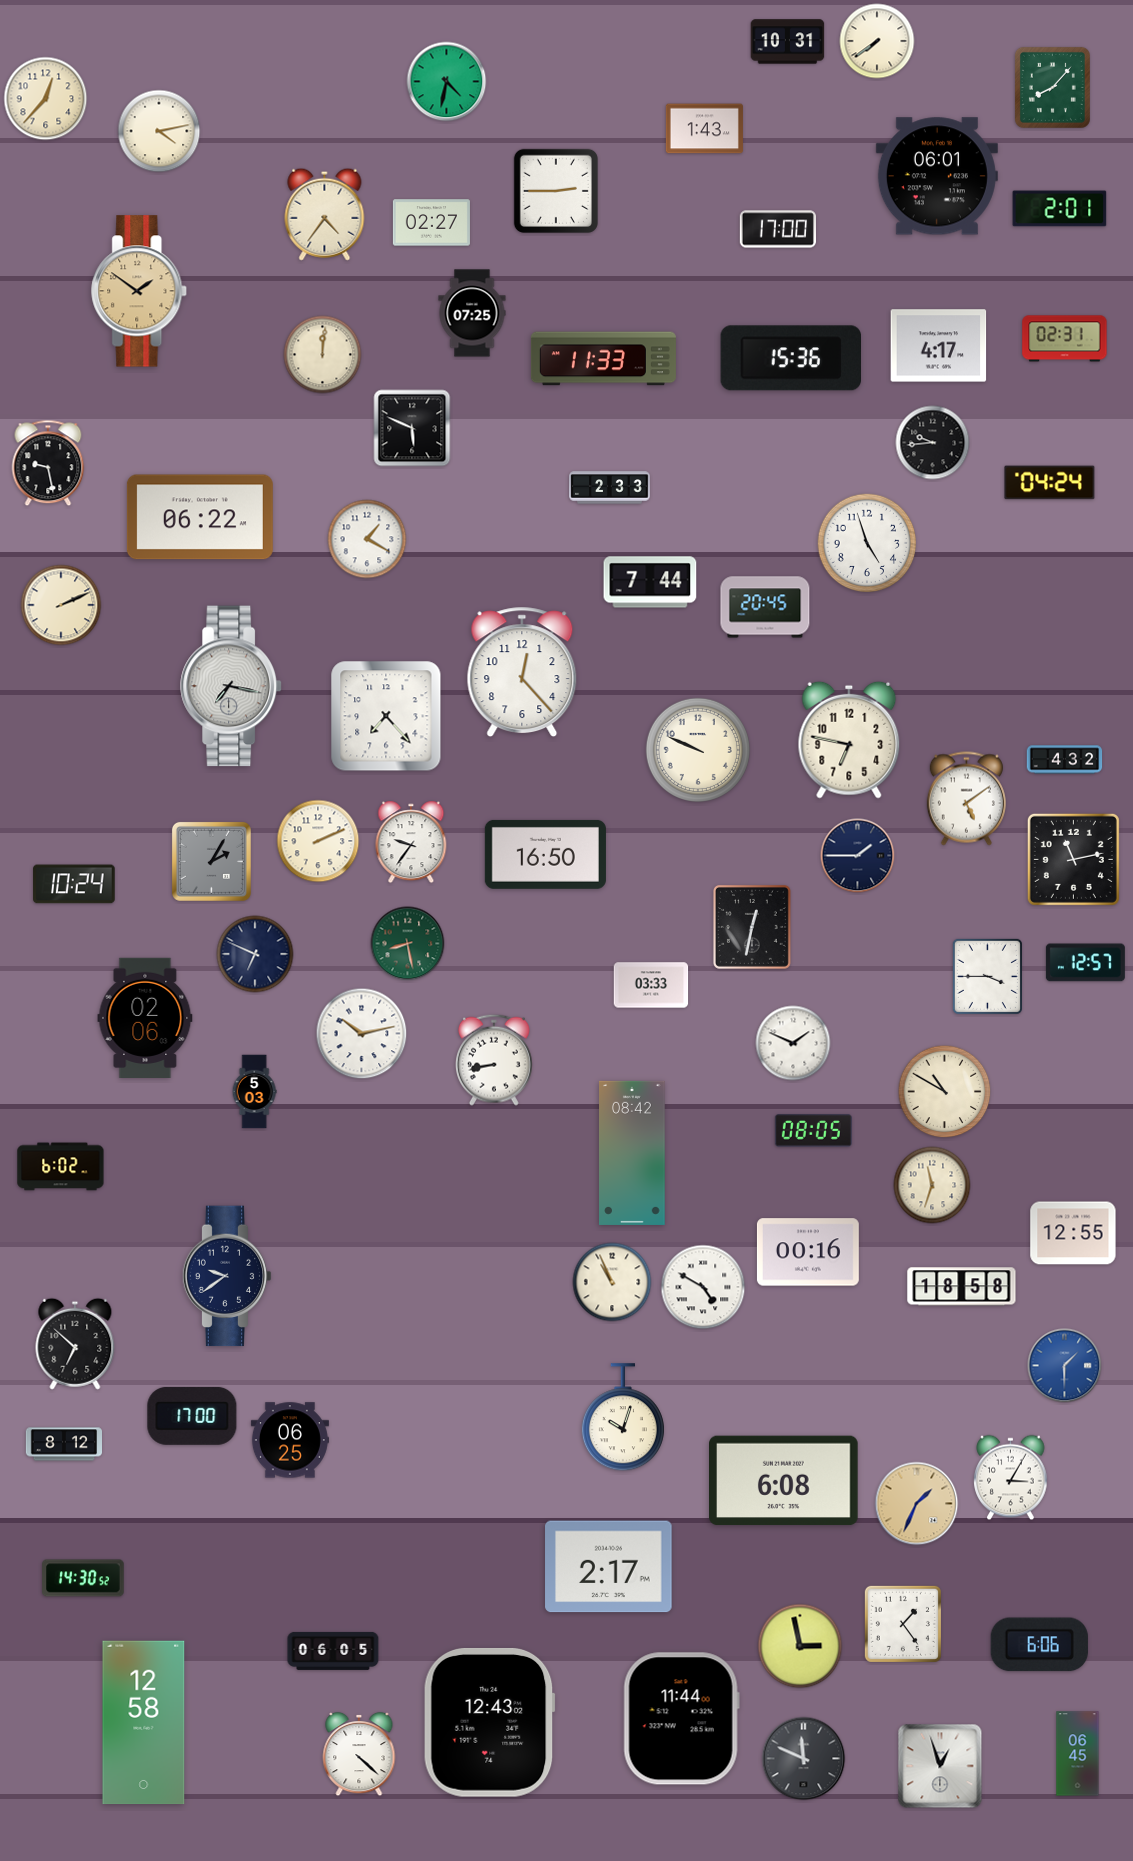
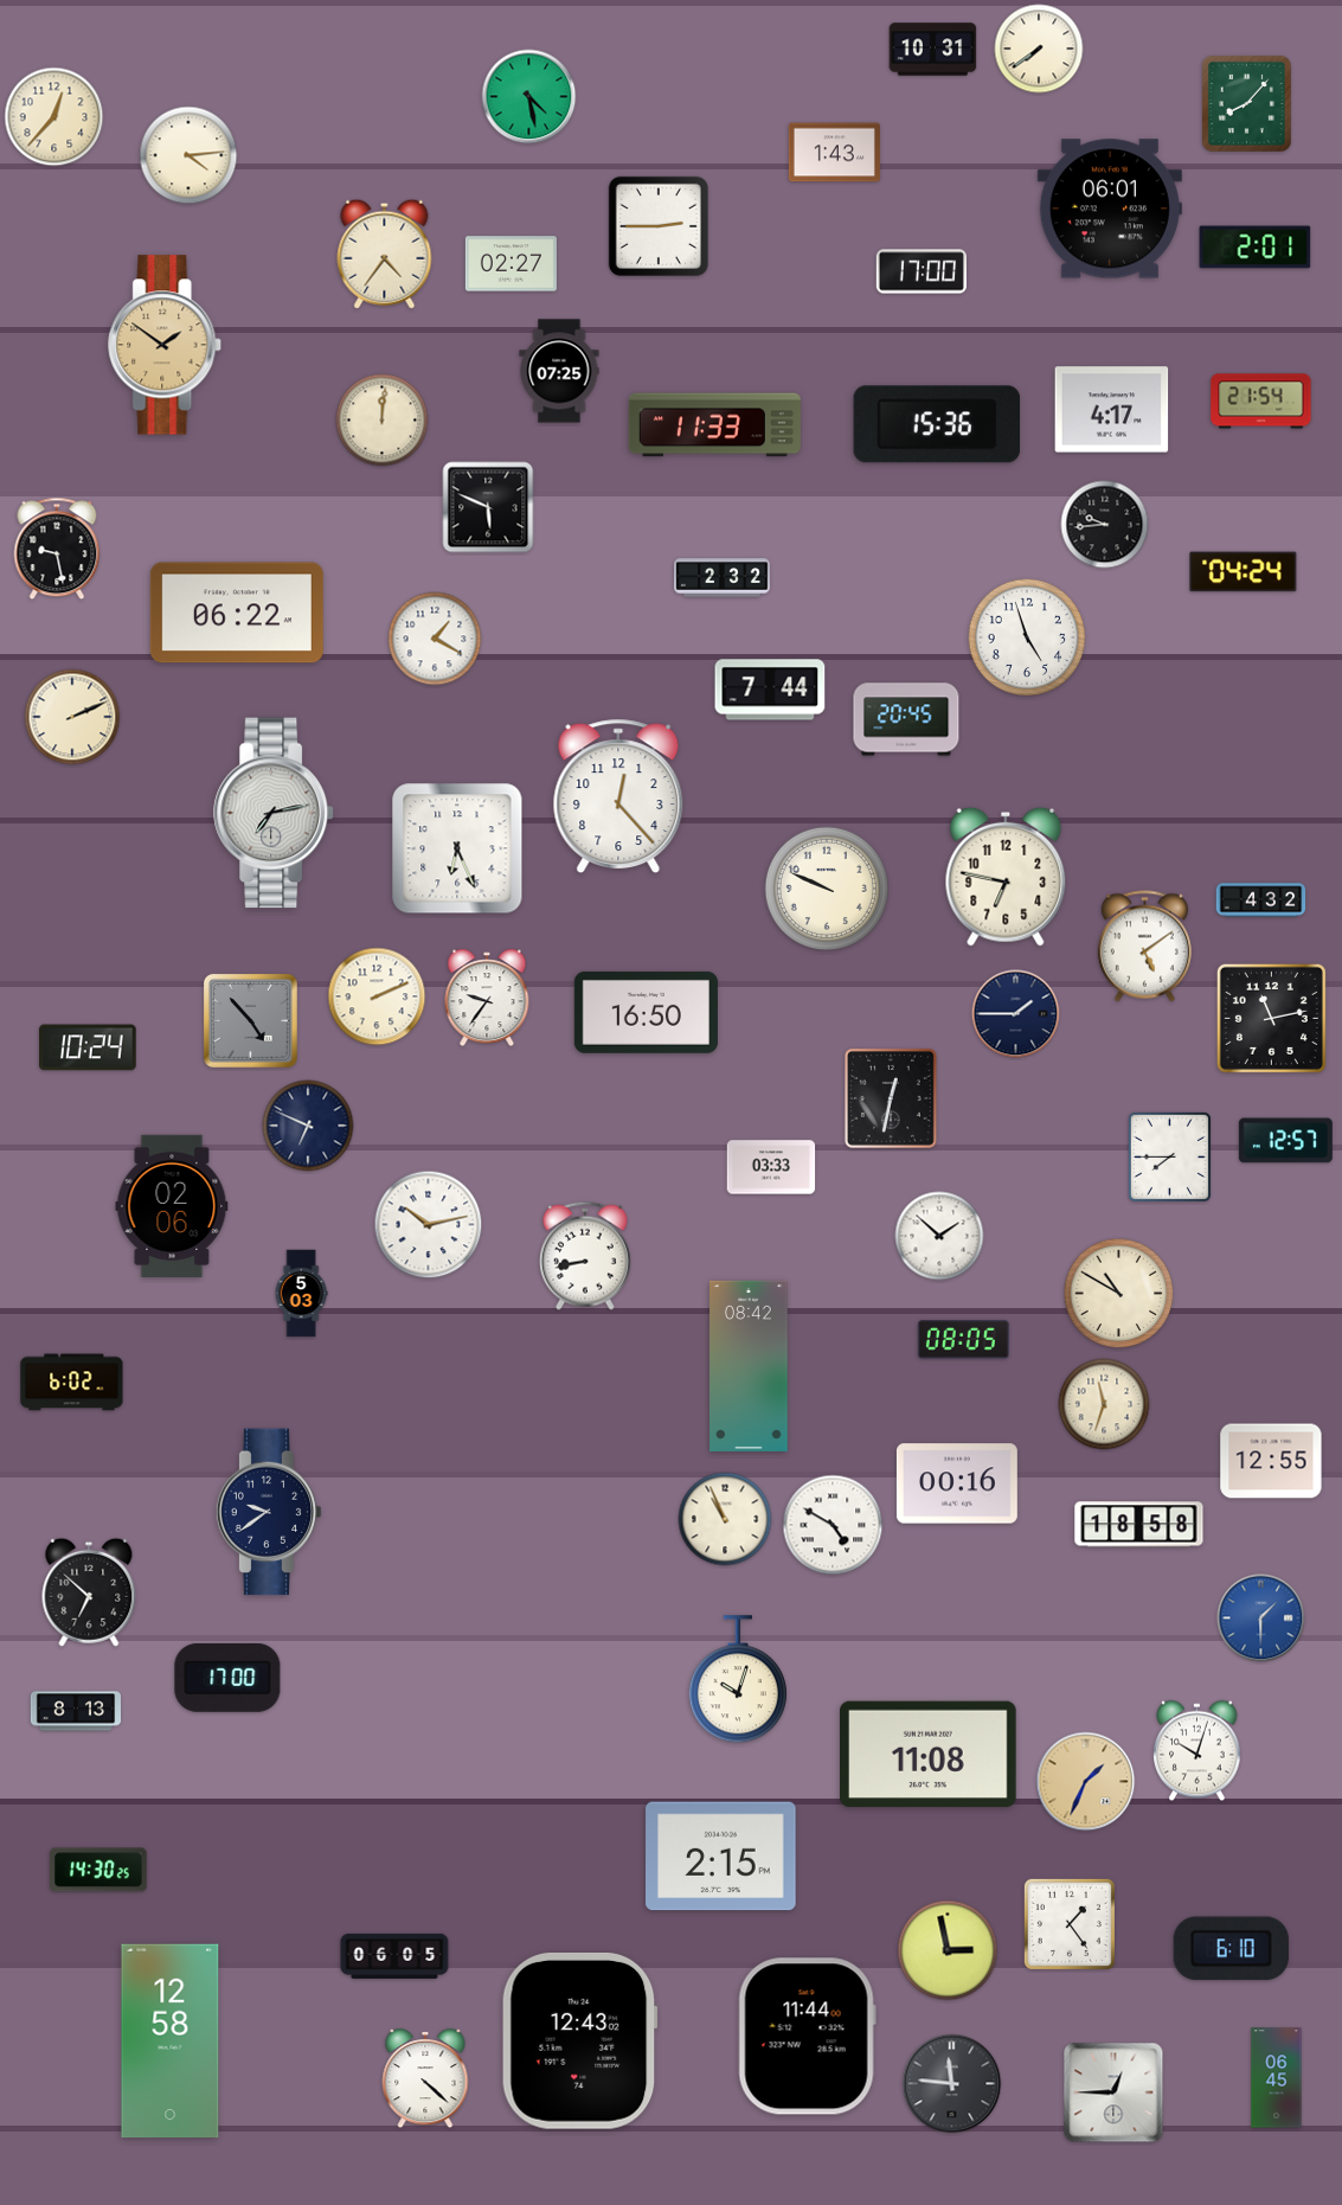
clock at (447, 82): 4:32 -> 4:28
clock at (159, 131): 4:13 -> 4:14
clock at (1065, 339): 02:31 -> 21:54
clock at (610, 488): 2:33 -> 2:32
clock at (867, 543) position: (867, 543) -> (1027, 637)
clock at (231, 686): 7:17 -> 7:13
clock at (386, 716): 7:23 -> 6:26
clock at (211, 861): 2:05 -> 4:53
clock at (408, 944): 8:28 -> none
clock at (255, 954) position: (255, 954) -> (308, 1126)
clock at (987, 976): 3:45 -> 7:45
clock at (793, 1043): 1:49 -> 1:52
clock at (290, 1440): 06:25 -> none
clock at (64, 1444): 8:12 -> 8:13
clock at (1011, 1478): 3:05 -> 10:03
clock at (784, 1481): 6:08 -> 11:08
clock at (609, 1567): 2:17 -> 2:15
clock at (83, 1578): 14:30:52 -> 14:30:25
clock at (1039, 1645): 6:06 -> 6:10
clock at (804, 1759): 11:49 -> 11:46
clock at (940, 1766): 12:57 -> 12:45
